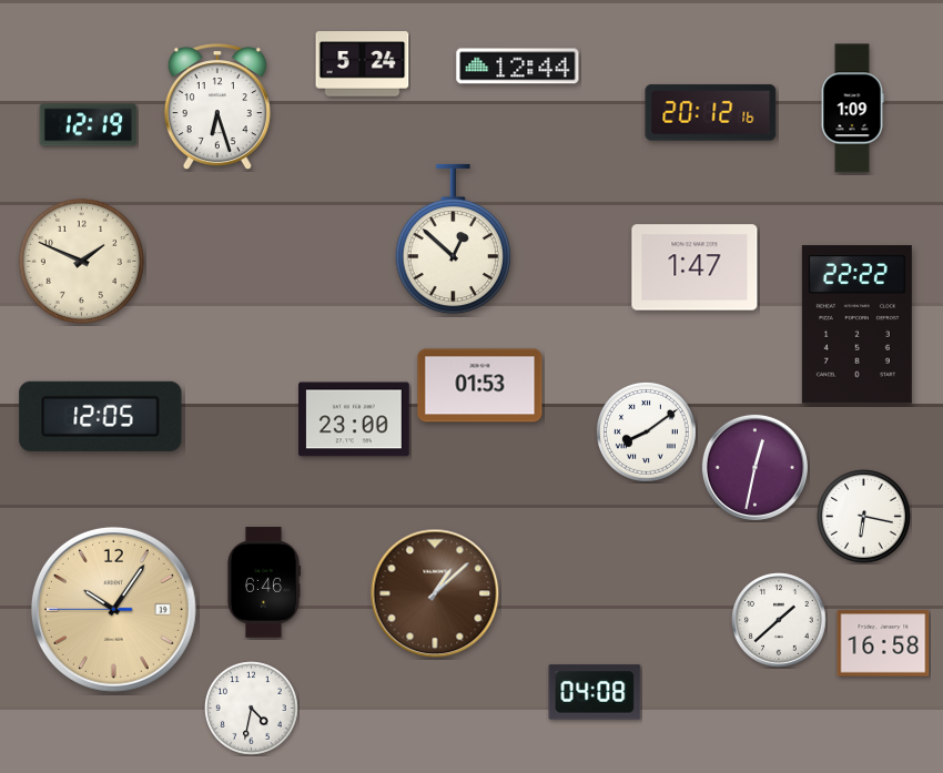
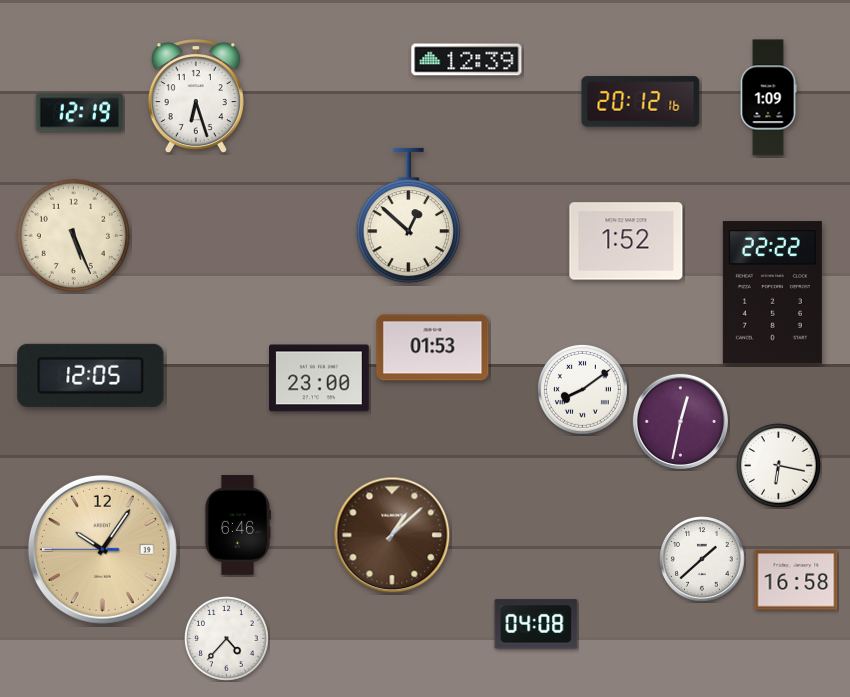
clock at (363, 64): 5:24 -> none
clock at (518, 67): 12:44 -> 12:39
clock at (81, 261): 1:49 -> 5:26
clock at (694, 267): 1:47 -> 1:52
clock at (252, 709): 4:32 -> 4:37
